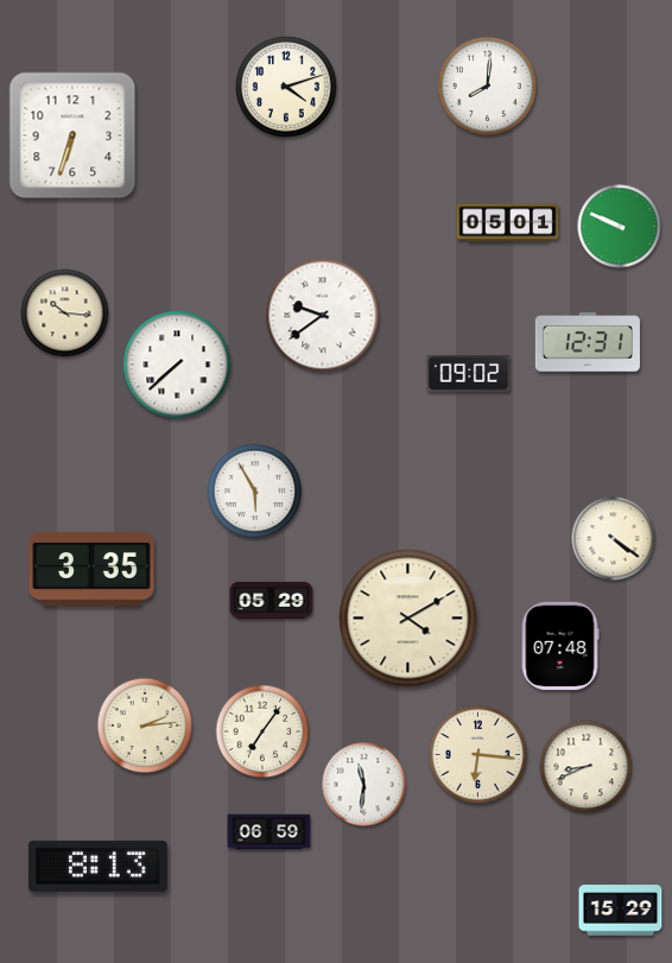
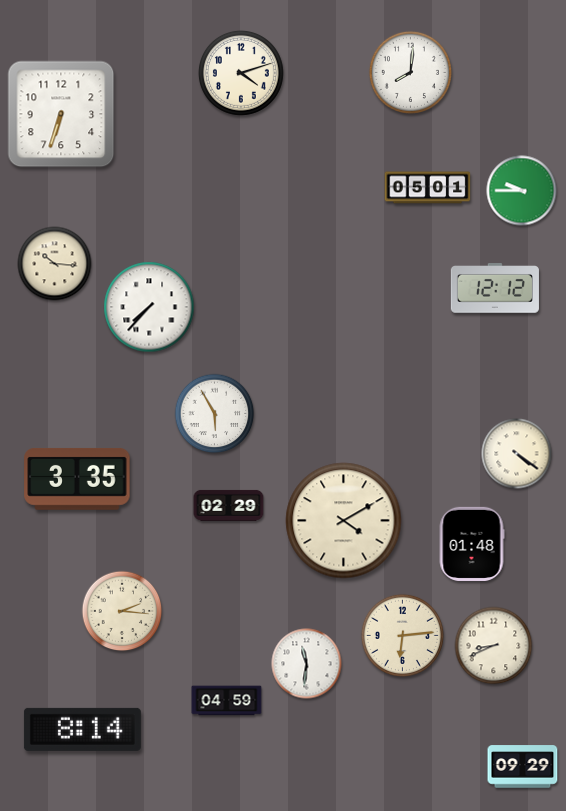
clock at (620, 227): 9:49 -> 9:45
clock at (323, 316): 9:39 -> none
clock at (588, 342): 12:31 -> 12:12
clock at (177, 365): 7:38 -> 7:37
clock at (469, 374): 09:02 -> none
clock at (272, 600): 05:29 -> 02:29
clock at (560, 645): 07:48 -> 01:48
clock at (145, 726): 2:14 -> 2:16
clock at (262, 731): 7:06 -> none
clock at (477, 754): 6:16 -> 6:14
clock at (364, 785) position: (364, 785) -> (307, 664)
clock at (270, 832): 06:59 -> 04:59
clock at (97, 866): 8:13 -> 8:14
clock at (621, 911): 15:29 -> 09:29
